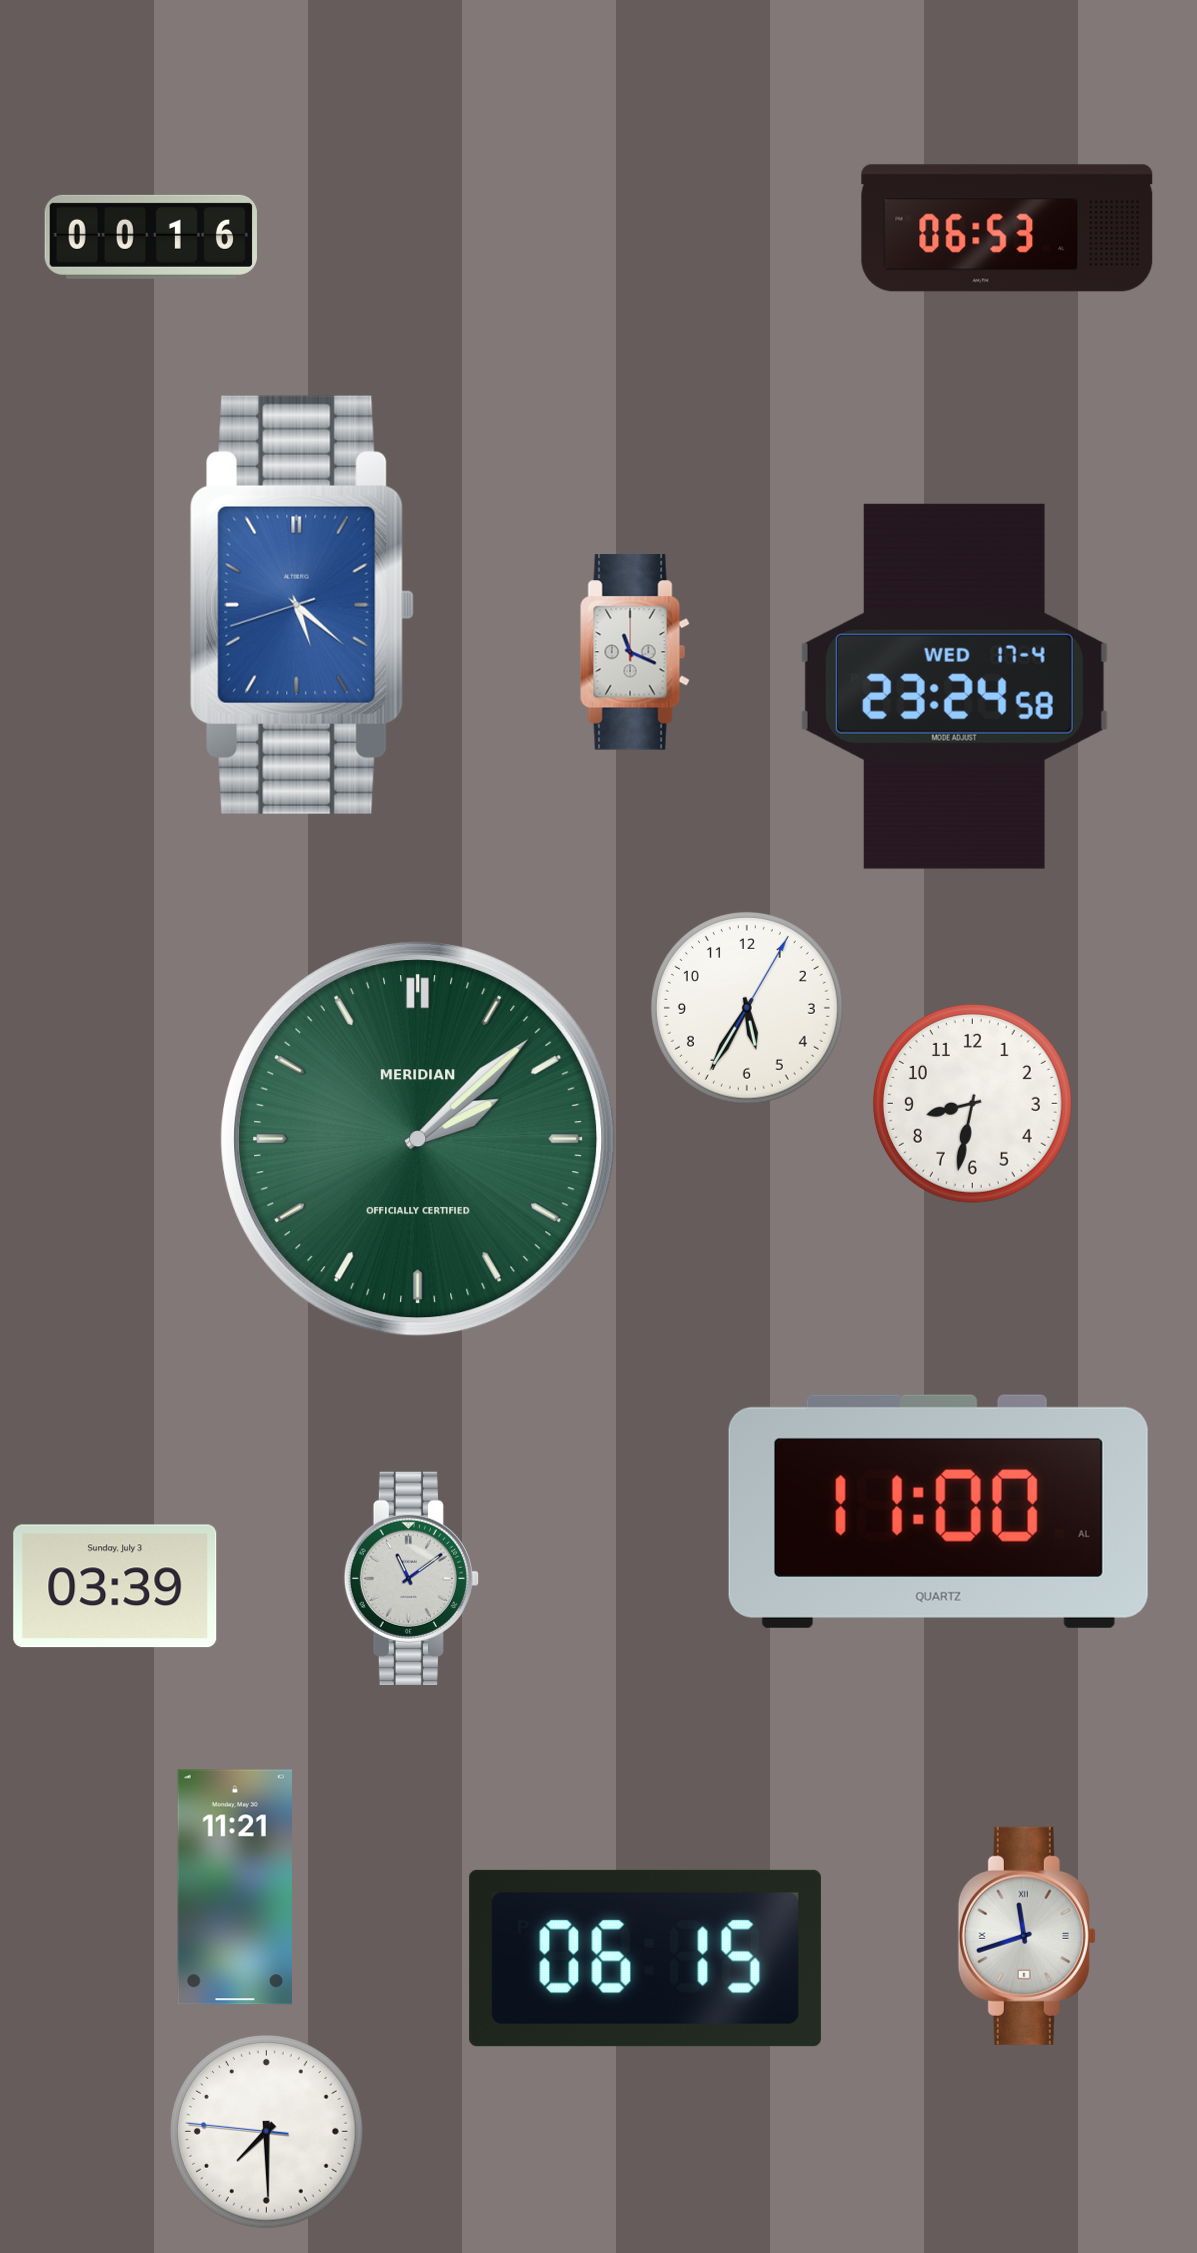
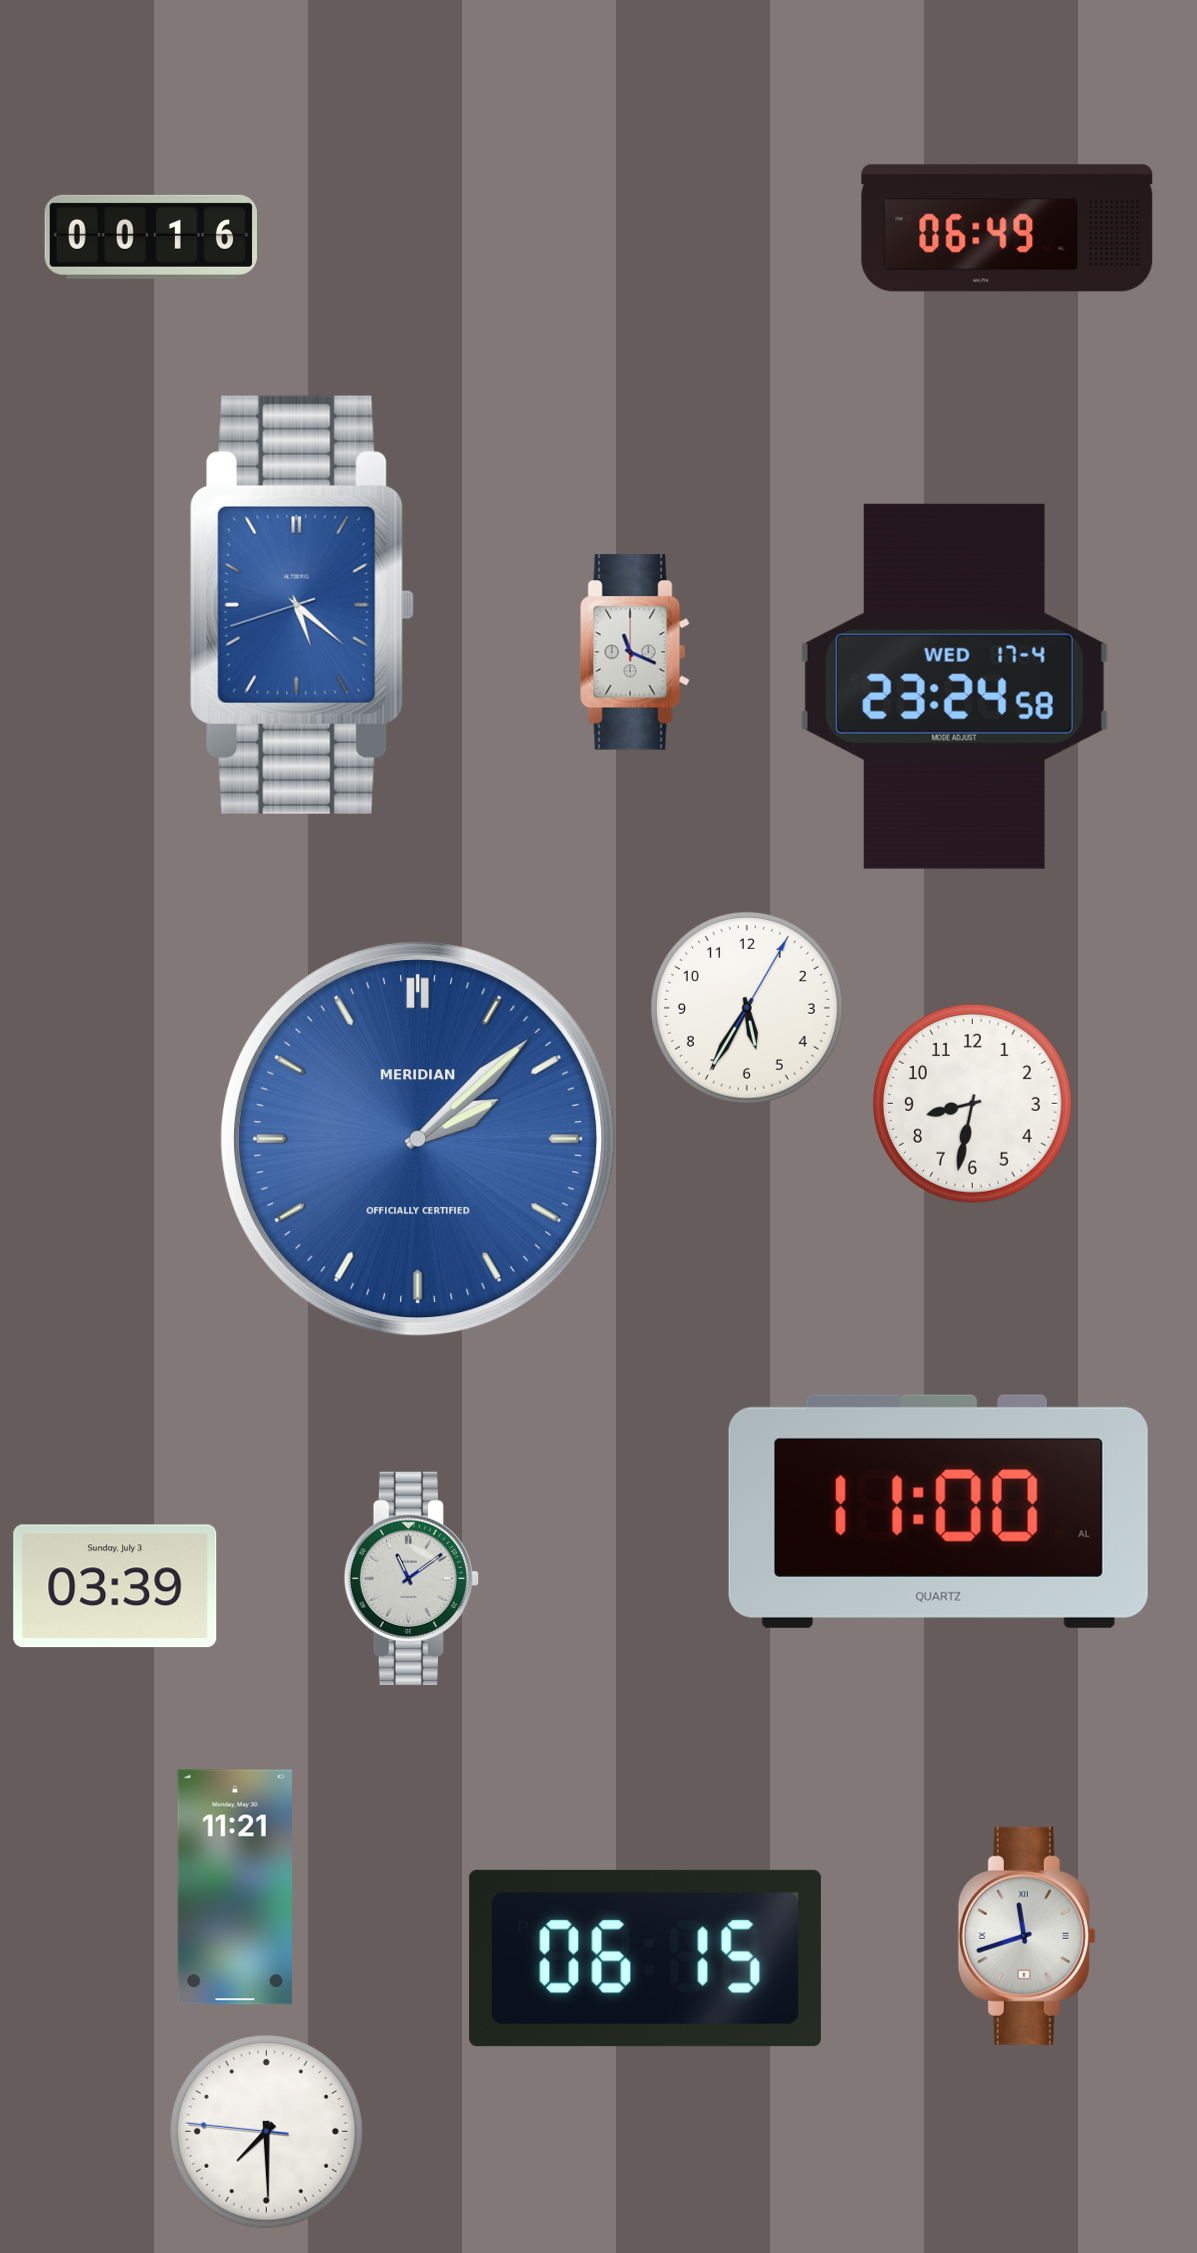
clock at (1007, 228): 06:53 -> 06:49
clock at (419, 1140) dial: green -> blue
